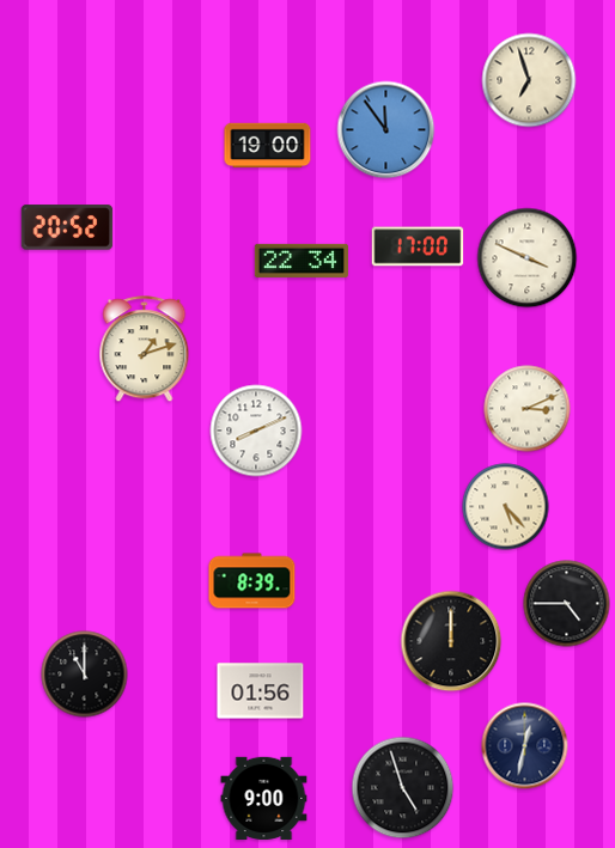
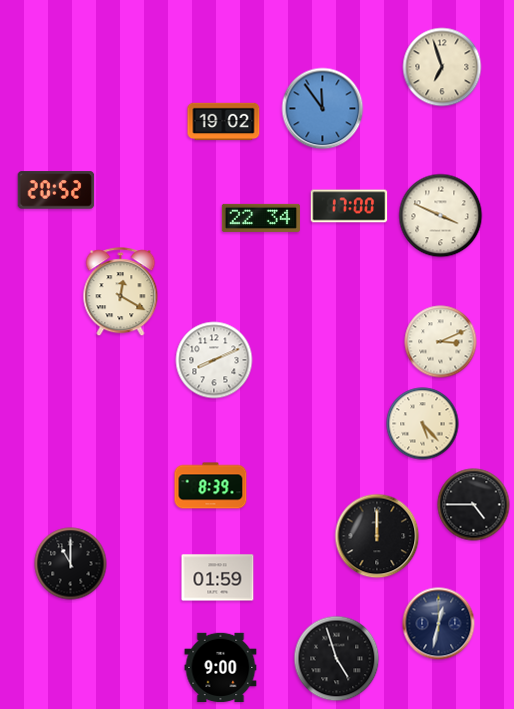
clock at (268, 146): 19:00 -> 19:02
clock at (302, 261) position: (302, 261) -> (261, 218)
clock at (145, 349): 1:12 -> 12:20
clock at (261, 691): 01:56 -> 01:59
